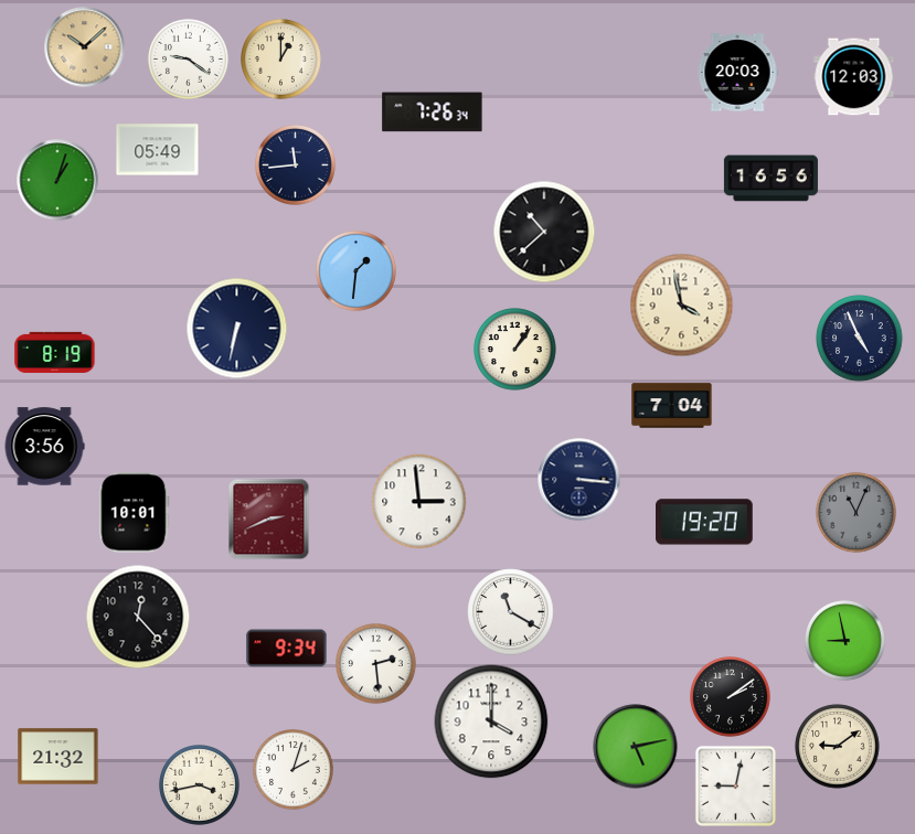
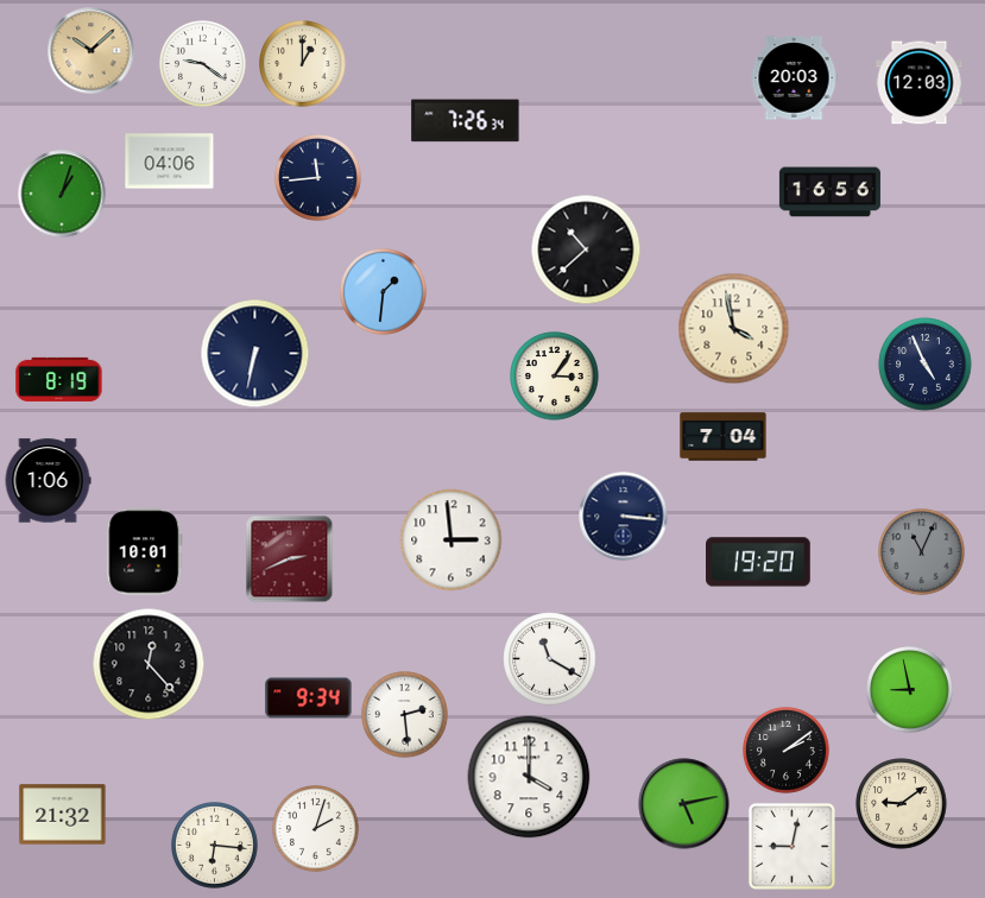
clock at (158, 150): 05:49 -> 04:06
clock at (515, 350): 1:06 -> 3:06
clock at (44, 447): 3:56 -> 1:06
clock at (200, 785): 3:43 -> 6:16
